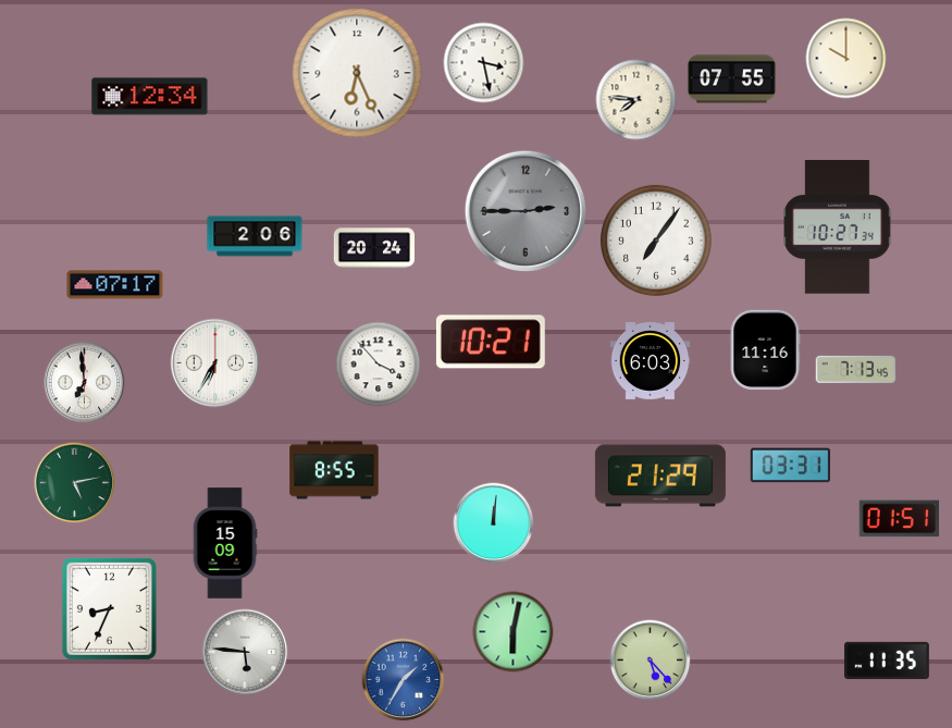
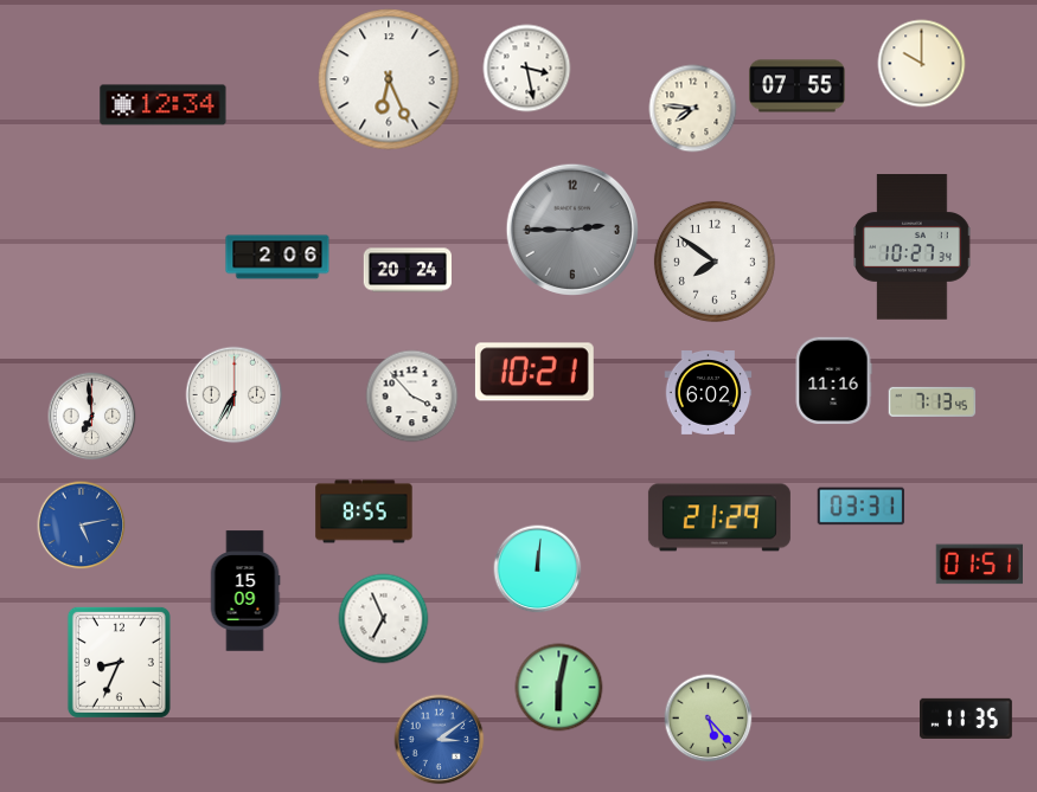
clock at (656, 240): 7:06 -> 7:51
clock at (115, 285): 07:17 -> none
clock at (651, 361): 6:03 -> 6:02
clock at (75, 483) dial: green -> blue
clock at (384, 619): none -> 6:56
clock at (245, 652): 5:46 -> none
clock at (404, 680): 1:35 -> 3:09
